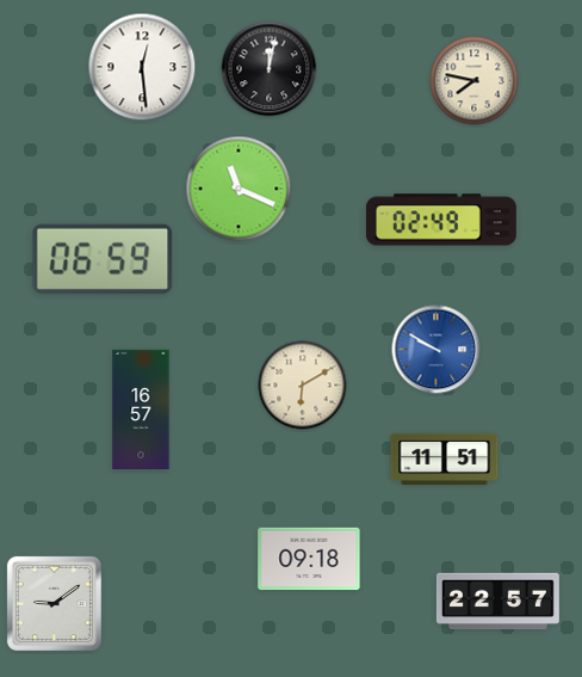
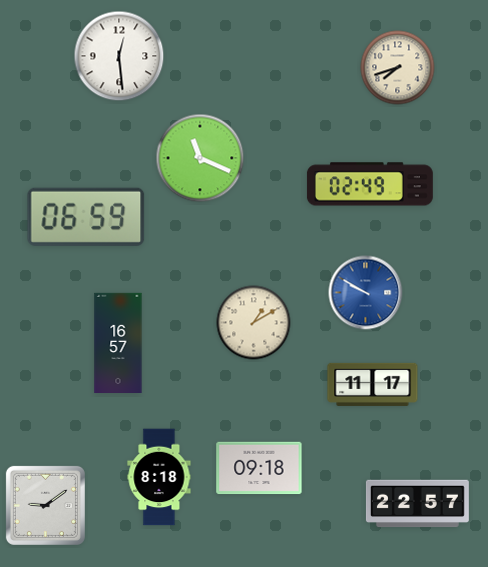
clock at (270, 69): 12:02 -> none
clock at (475, 81): 7:47 -> 7:42
clock at (303, 386): 6:10 -> 1:10
clock at (445, 458): 11:51 -> 11:17
clock at (159, 477): none -> 8:18
